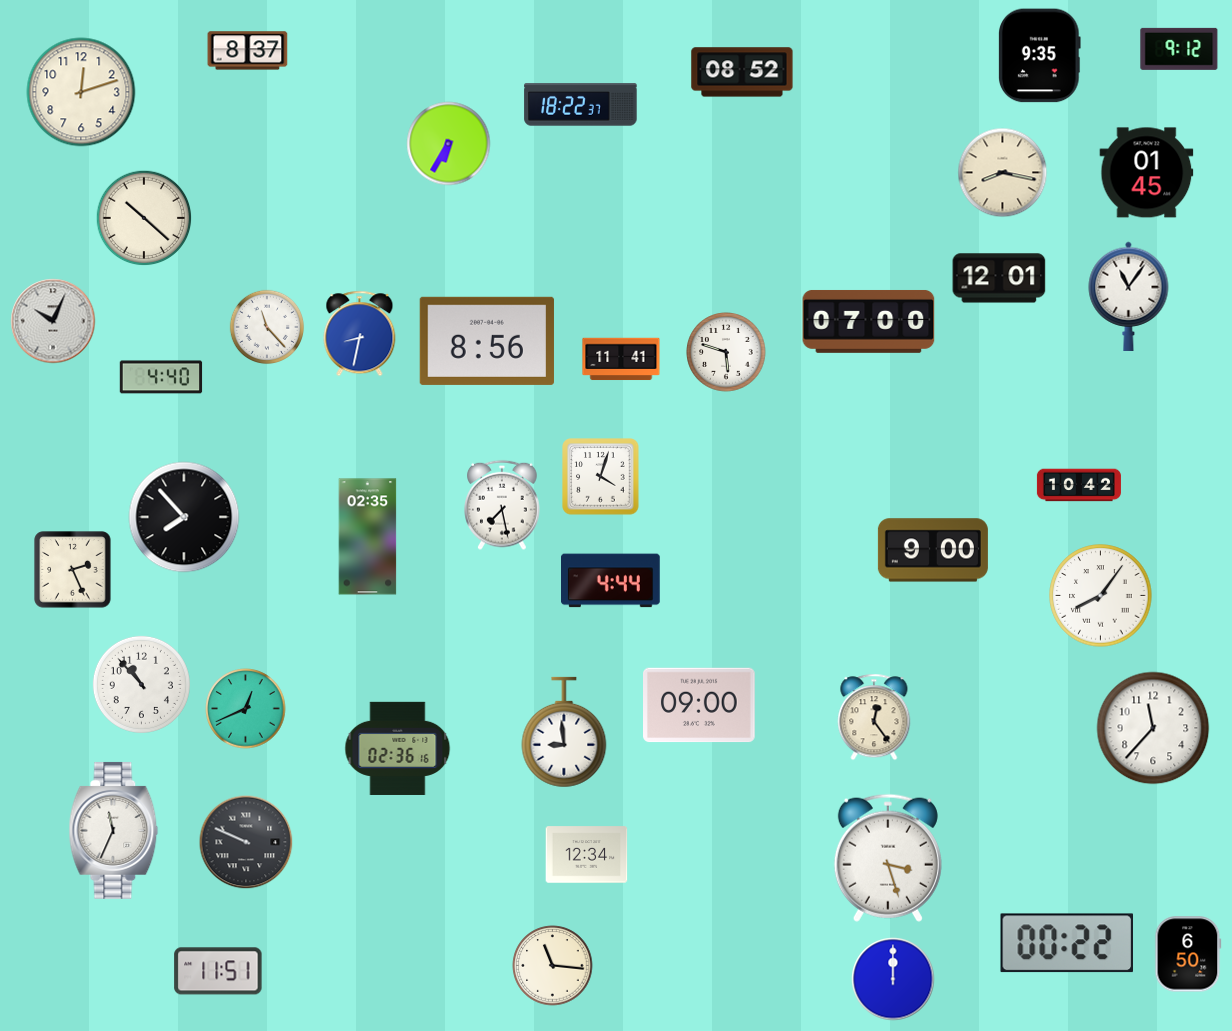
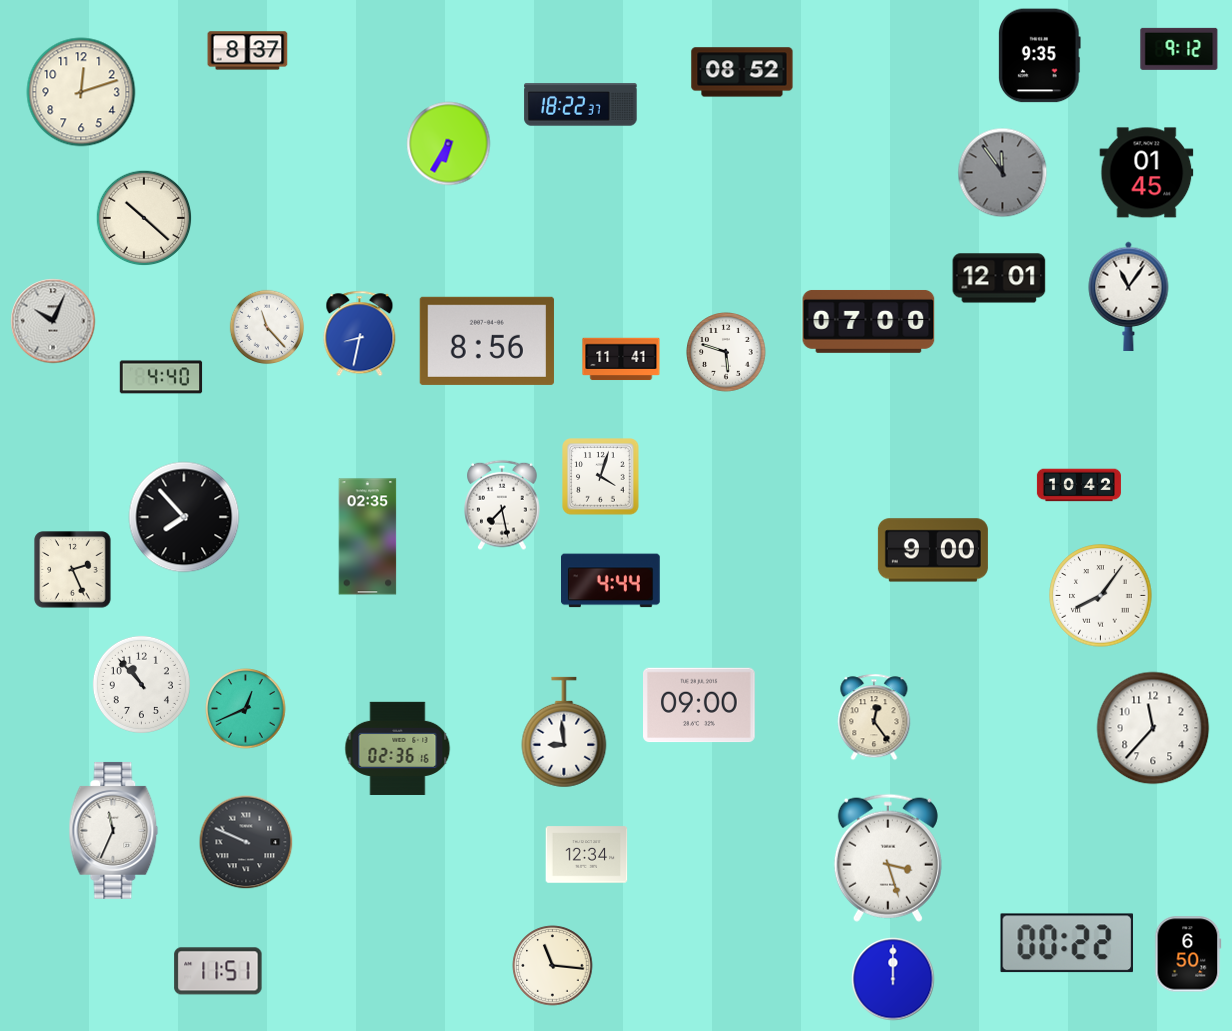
clock at (1003, 173): 8:17 -> 11:54
clock at (1003, 173) dial: cream -> grey
